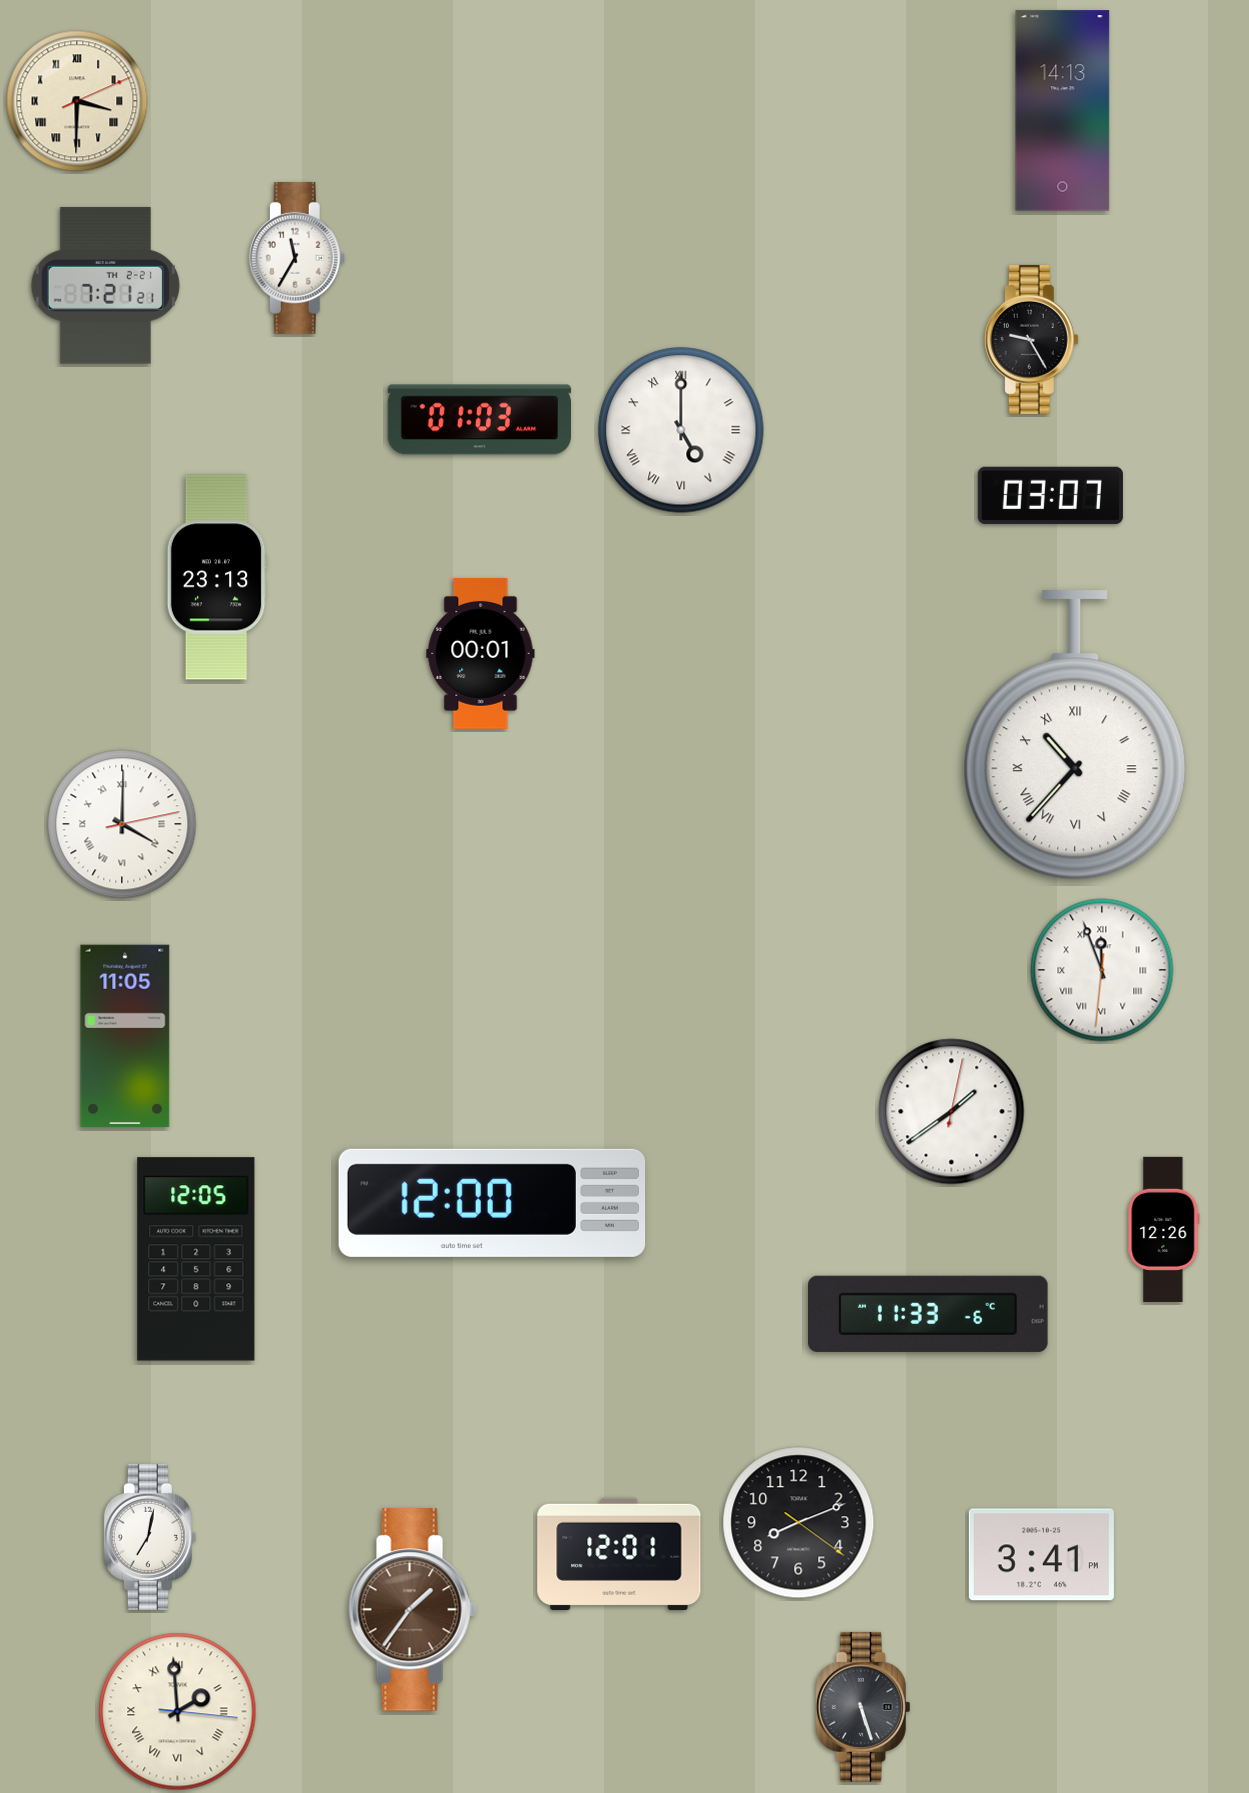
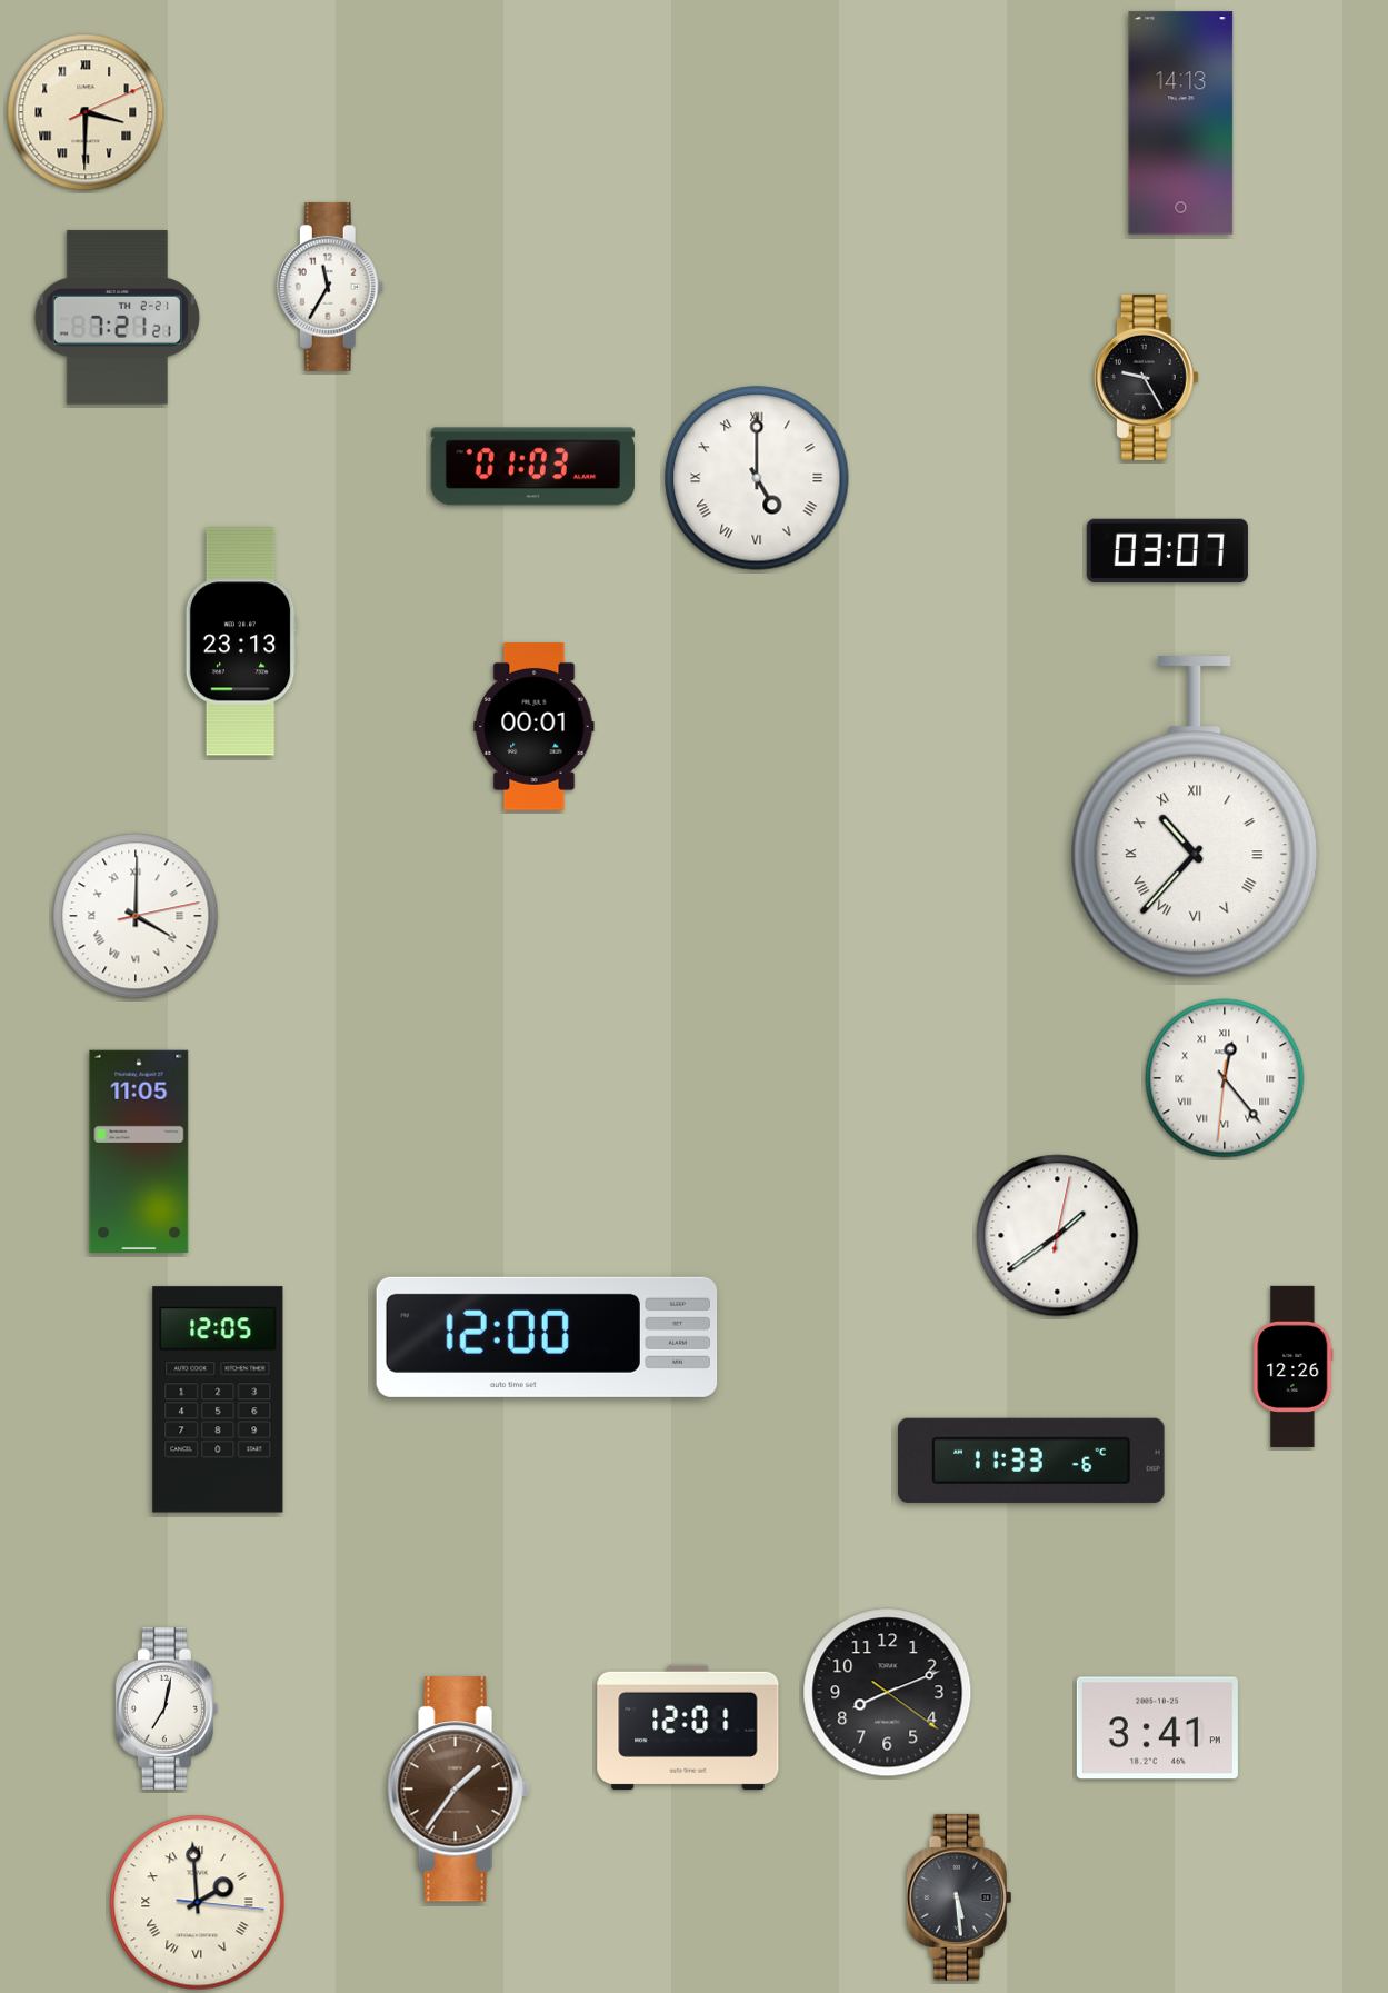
clock at (1102, 970): 11:56 -> 12:23
clock at (863, 1707): 5:27 -> 5:29
